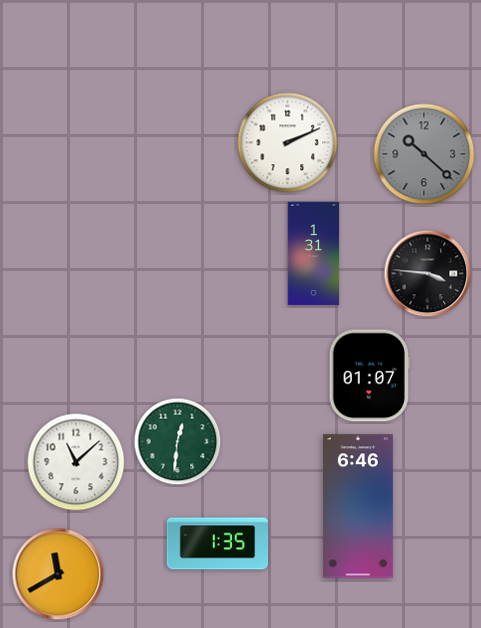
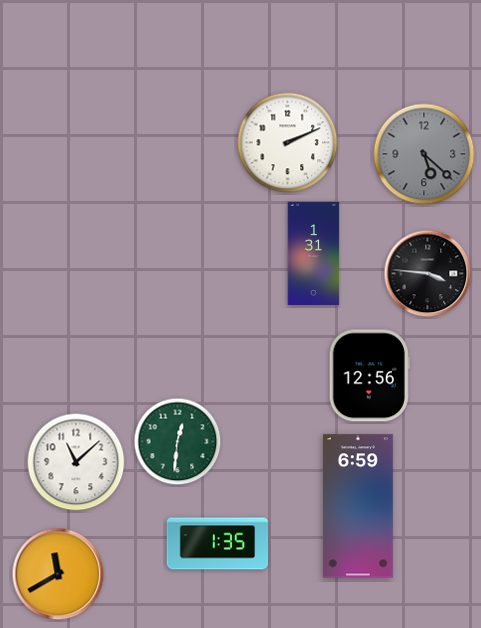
clock at (424, 154): 10:22 -> 5:22
clock at (369, 376): 01:07 -> 12:56
clock at (358, 506): 6:46 -> 6:59
